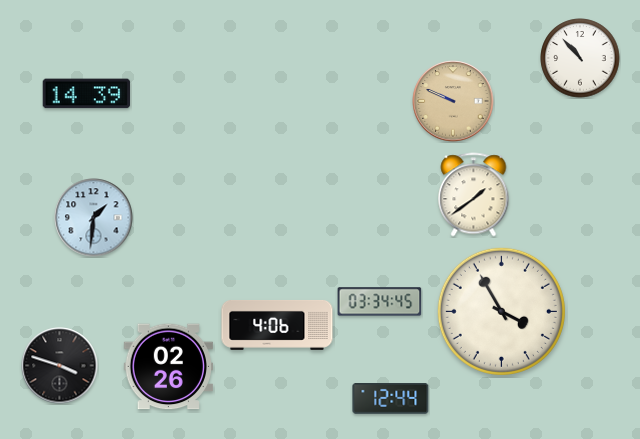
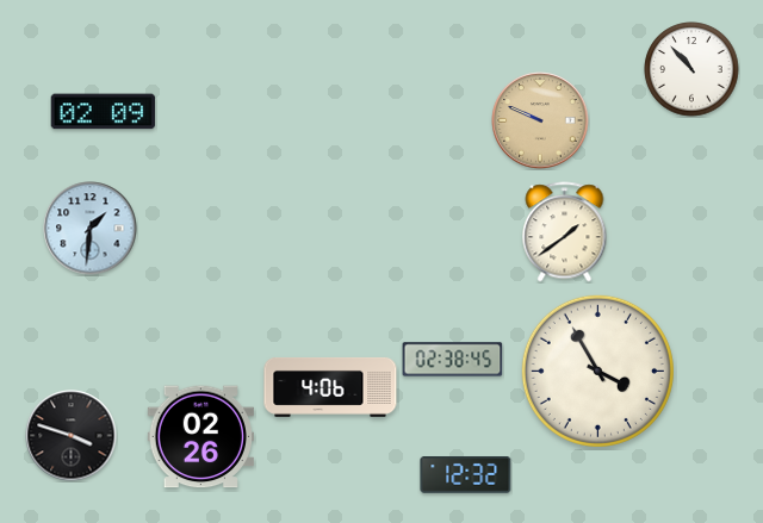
clock at (87, 94): 14:39 -> 02:09
clock at (94, 218) position: (94, 218) -> (91, 229)
clock at (380, 302): 03:34 -> 02:38
clock at (391, 399): 12:44 -> 12:32
